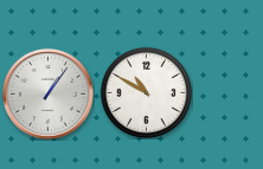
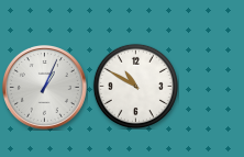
clock at (47, 93): 1:06 -> 1:04
